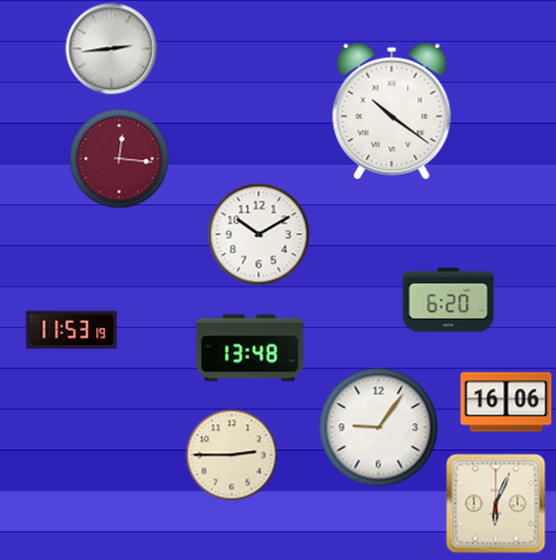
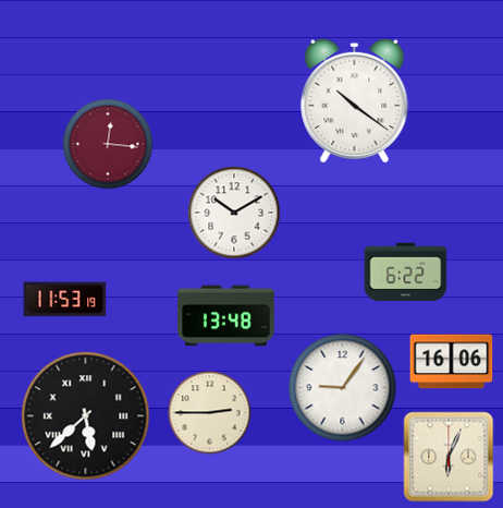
clock at (112, 49): 2:44 -> none
clock at (449, 300): 6:20 -> 6:22
clock at (507, 403) position: (507, 403) -> (452, 362)
clock at (86, 416): none -> 5:38
